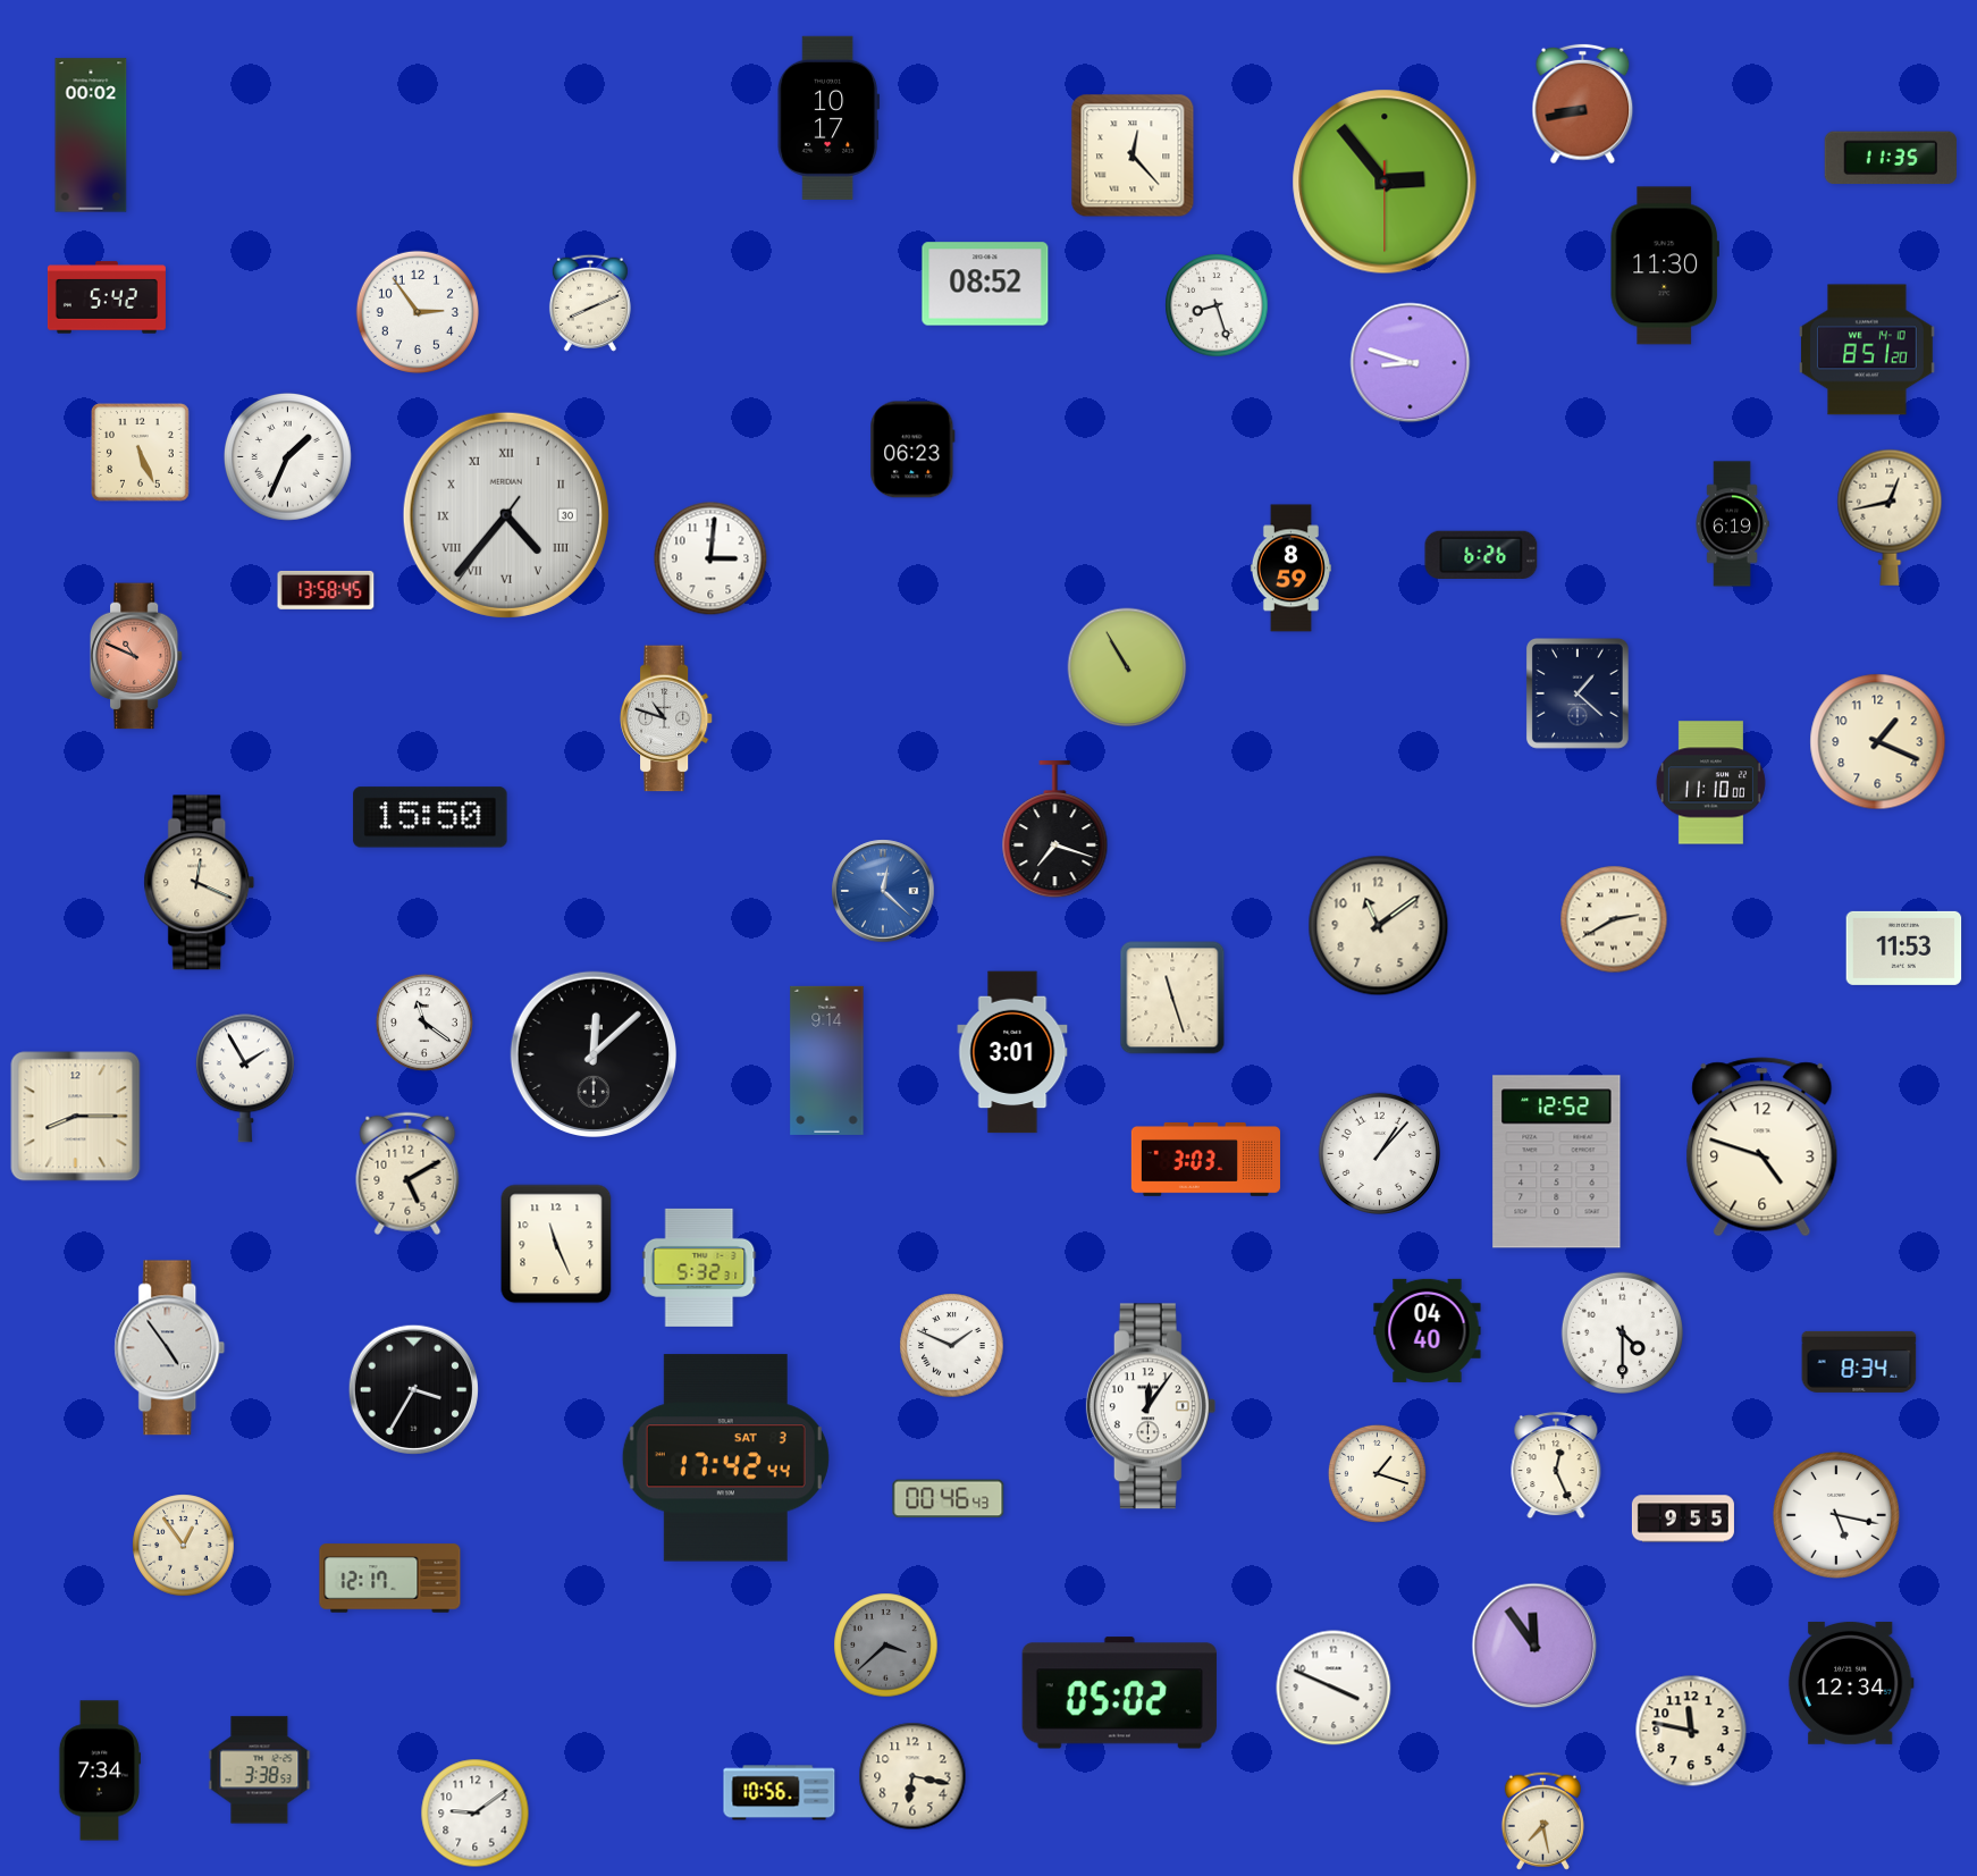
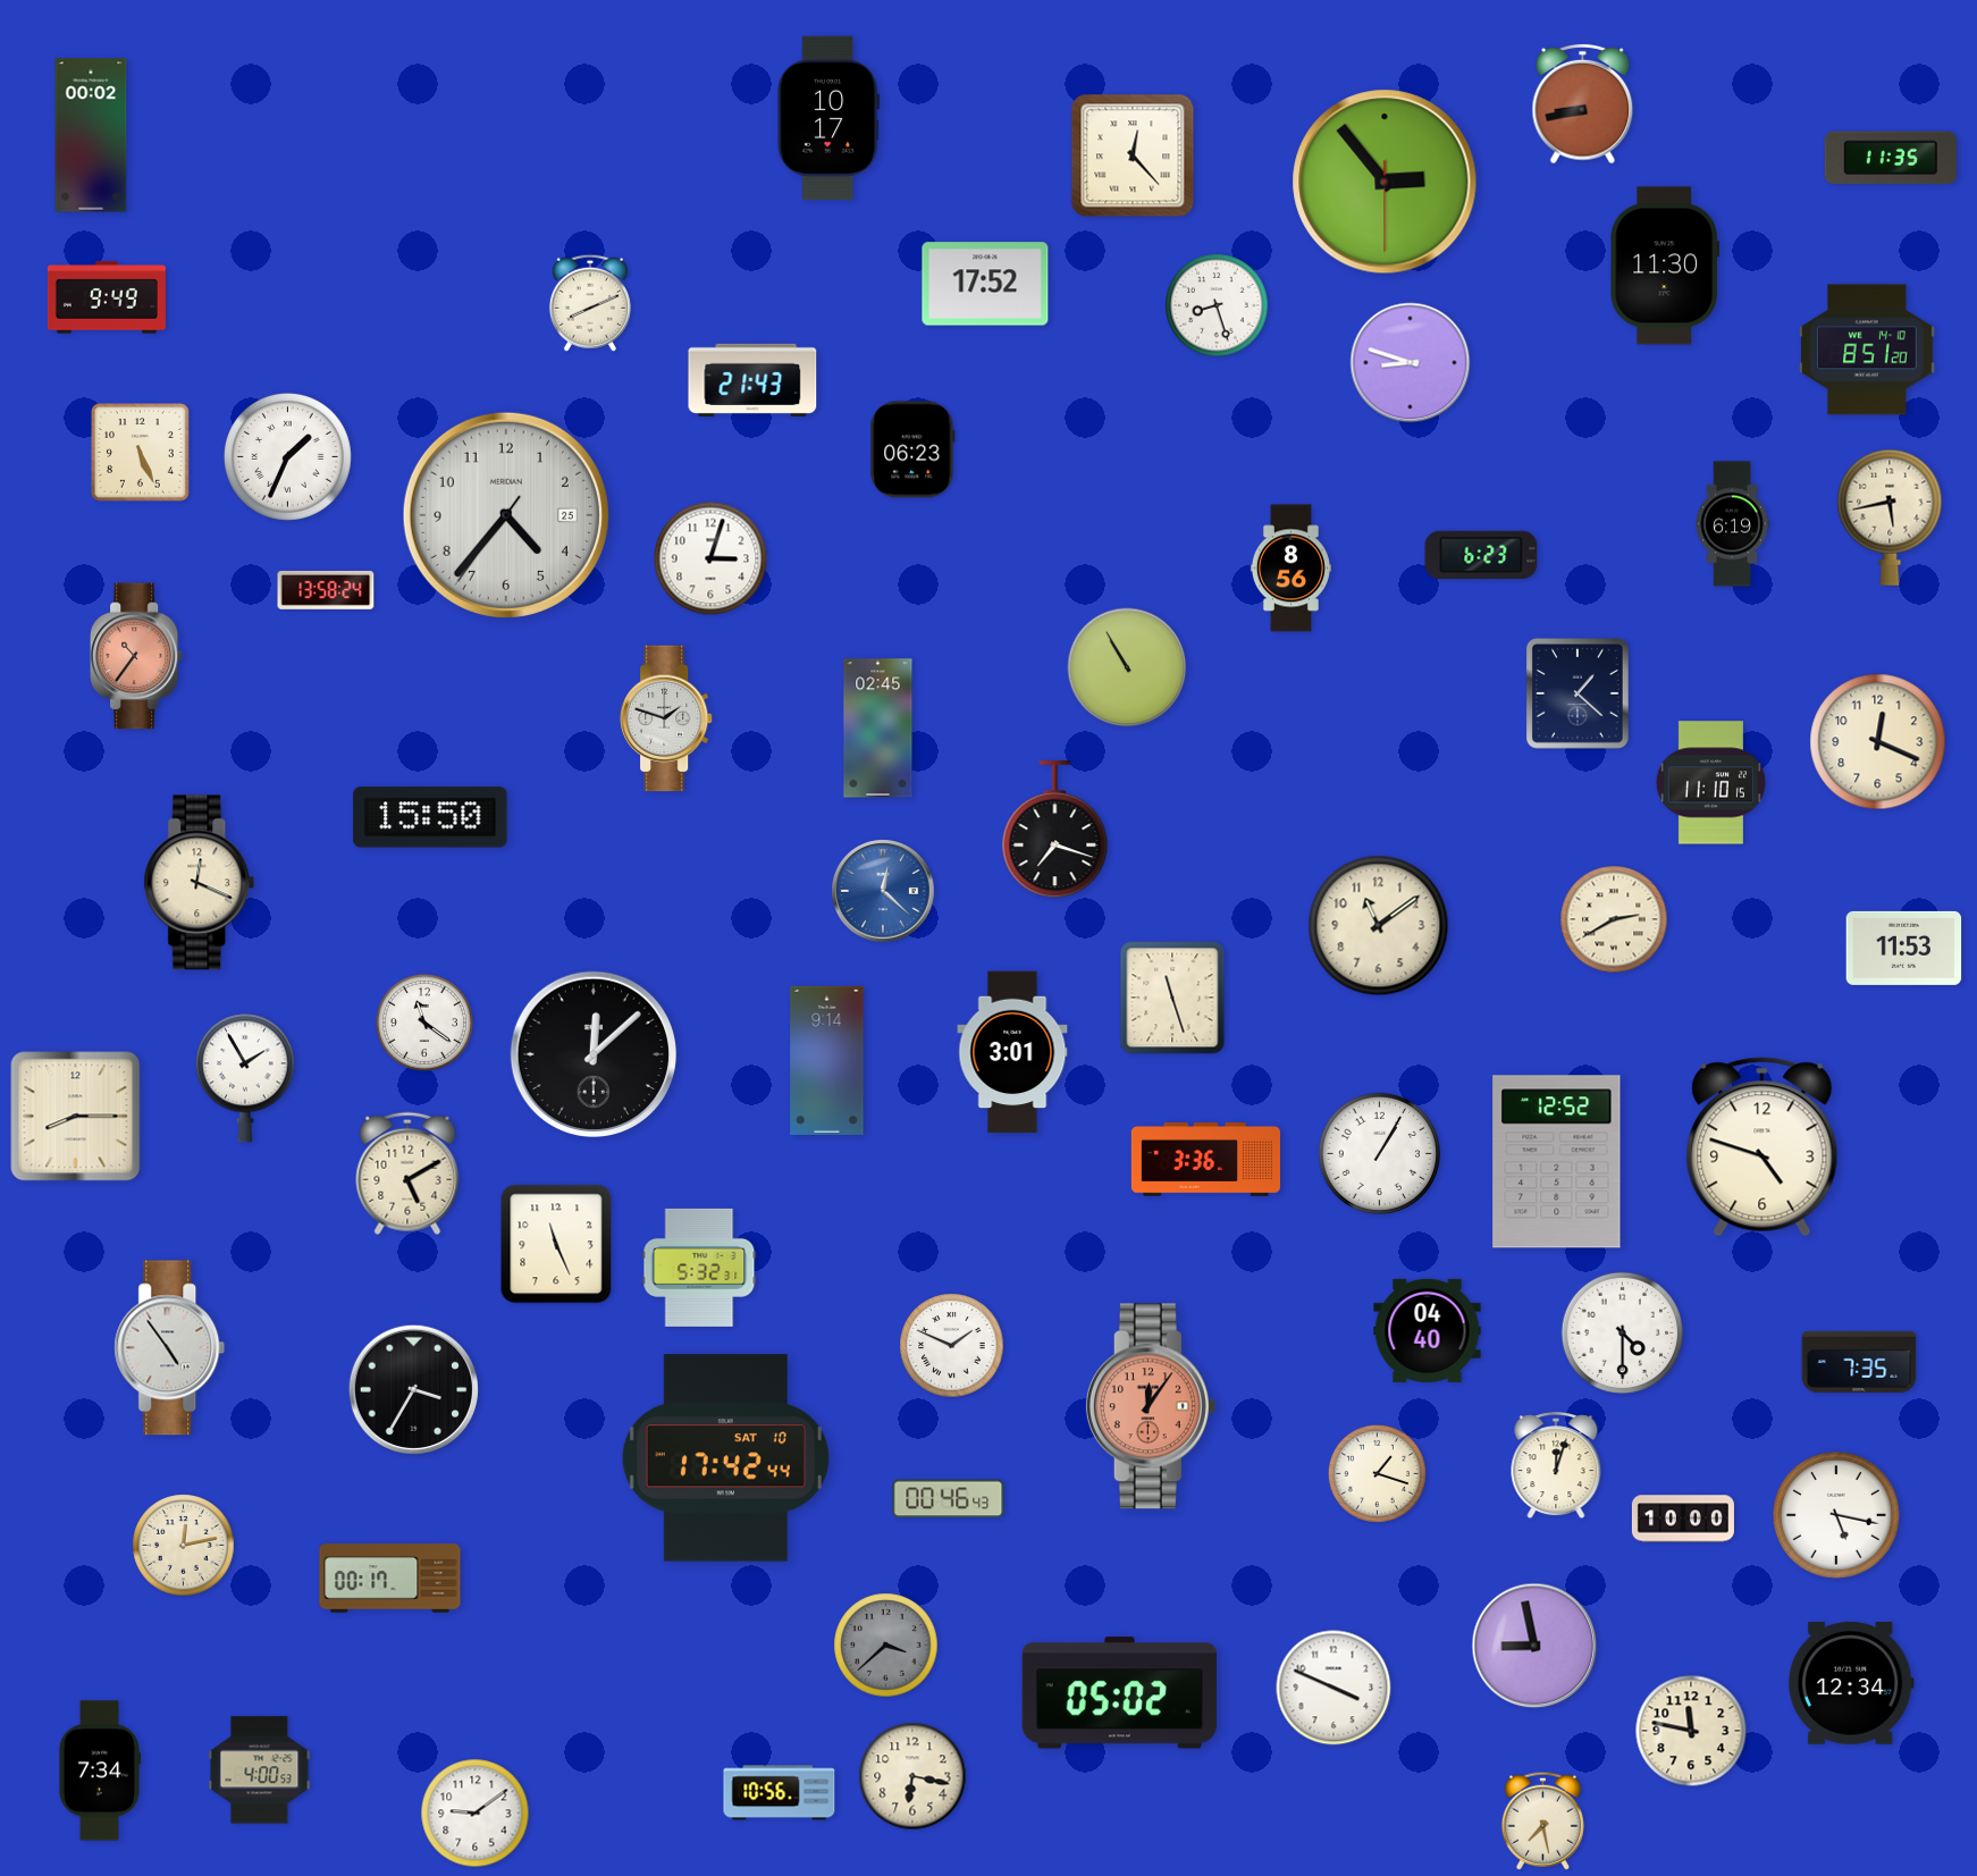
clock at (985, 284): 08:52 -> 17:52
clock at (107, 297): 5:42 -> 9:49
clock at (418, 312): 2:54 -> none
clock at (752, 380): none -> 21:43
clock at (506, 515) date: 30 -> 25
clock at (506, 515) numerals: Roman -> Arabic
clock at (1890, 518): 12:43 -> 5:43
clock at (1481, 555): 6:26 -> 6:23
clock at (710, 558): 3:01 -> 3:03
clock at (1290, 569): 8:59 -> 8:56
clock at (326, 590): 13:58:45 -> 13:58:24
clock at (136, 656): 10:49 -> 10:36
clock at (666, 718): 10:48 -> 1:48
clock at (878, 729): none -> 02:45
clock at (1878, 742): 1:19 -> 12:19
clock at (1710, 783): 11:10:00 -> 11:10:15
clock at (1380, 1154): 1:07 -> 1:05
clock at (1205, 1160): 3:03 -> 3:36
clock at (1859, 1362): 8:34 -> 7:35
clock at (1151, 1406) dial: white -> salmon
clock at (725, 1458) date: SAT 3 -> SAT 10
clock at (1556, 1466): 12:26 -> 12:03
clock at (1683, 1519): 9:55 -> 10:00
clock at (184, 1546): 12:54 -> 12:13
clock at (390, 1579): 12:17 -> 00:17
clock at (1534, 1646): 11:54 -> 8:58
clock at (260, 1770): 3:38 -> 4:00
